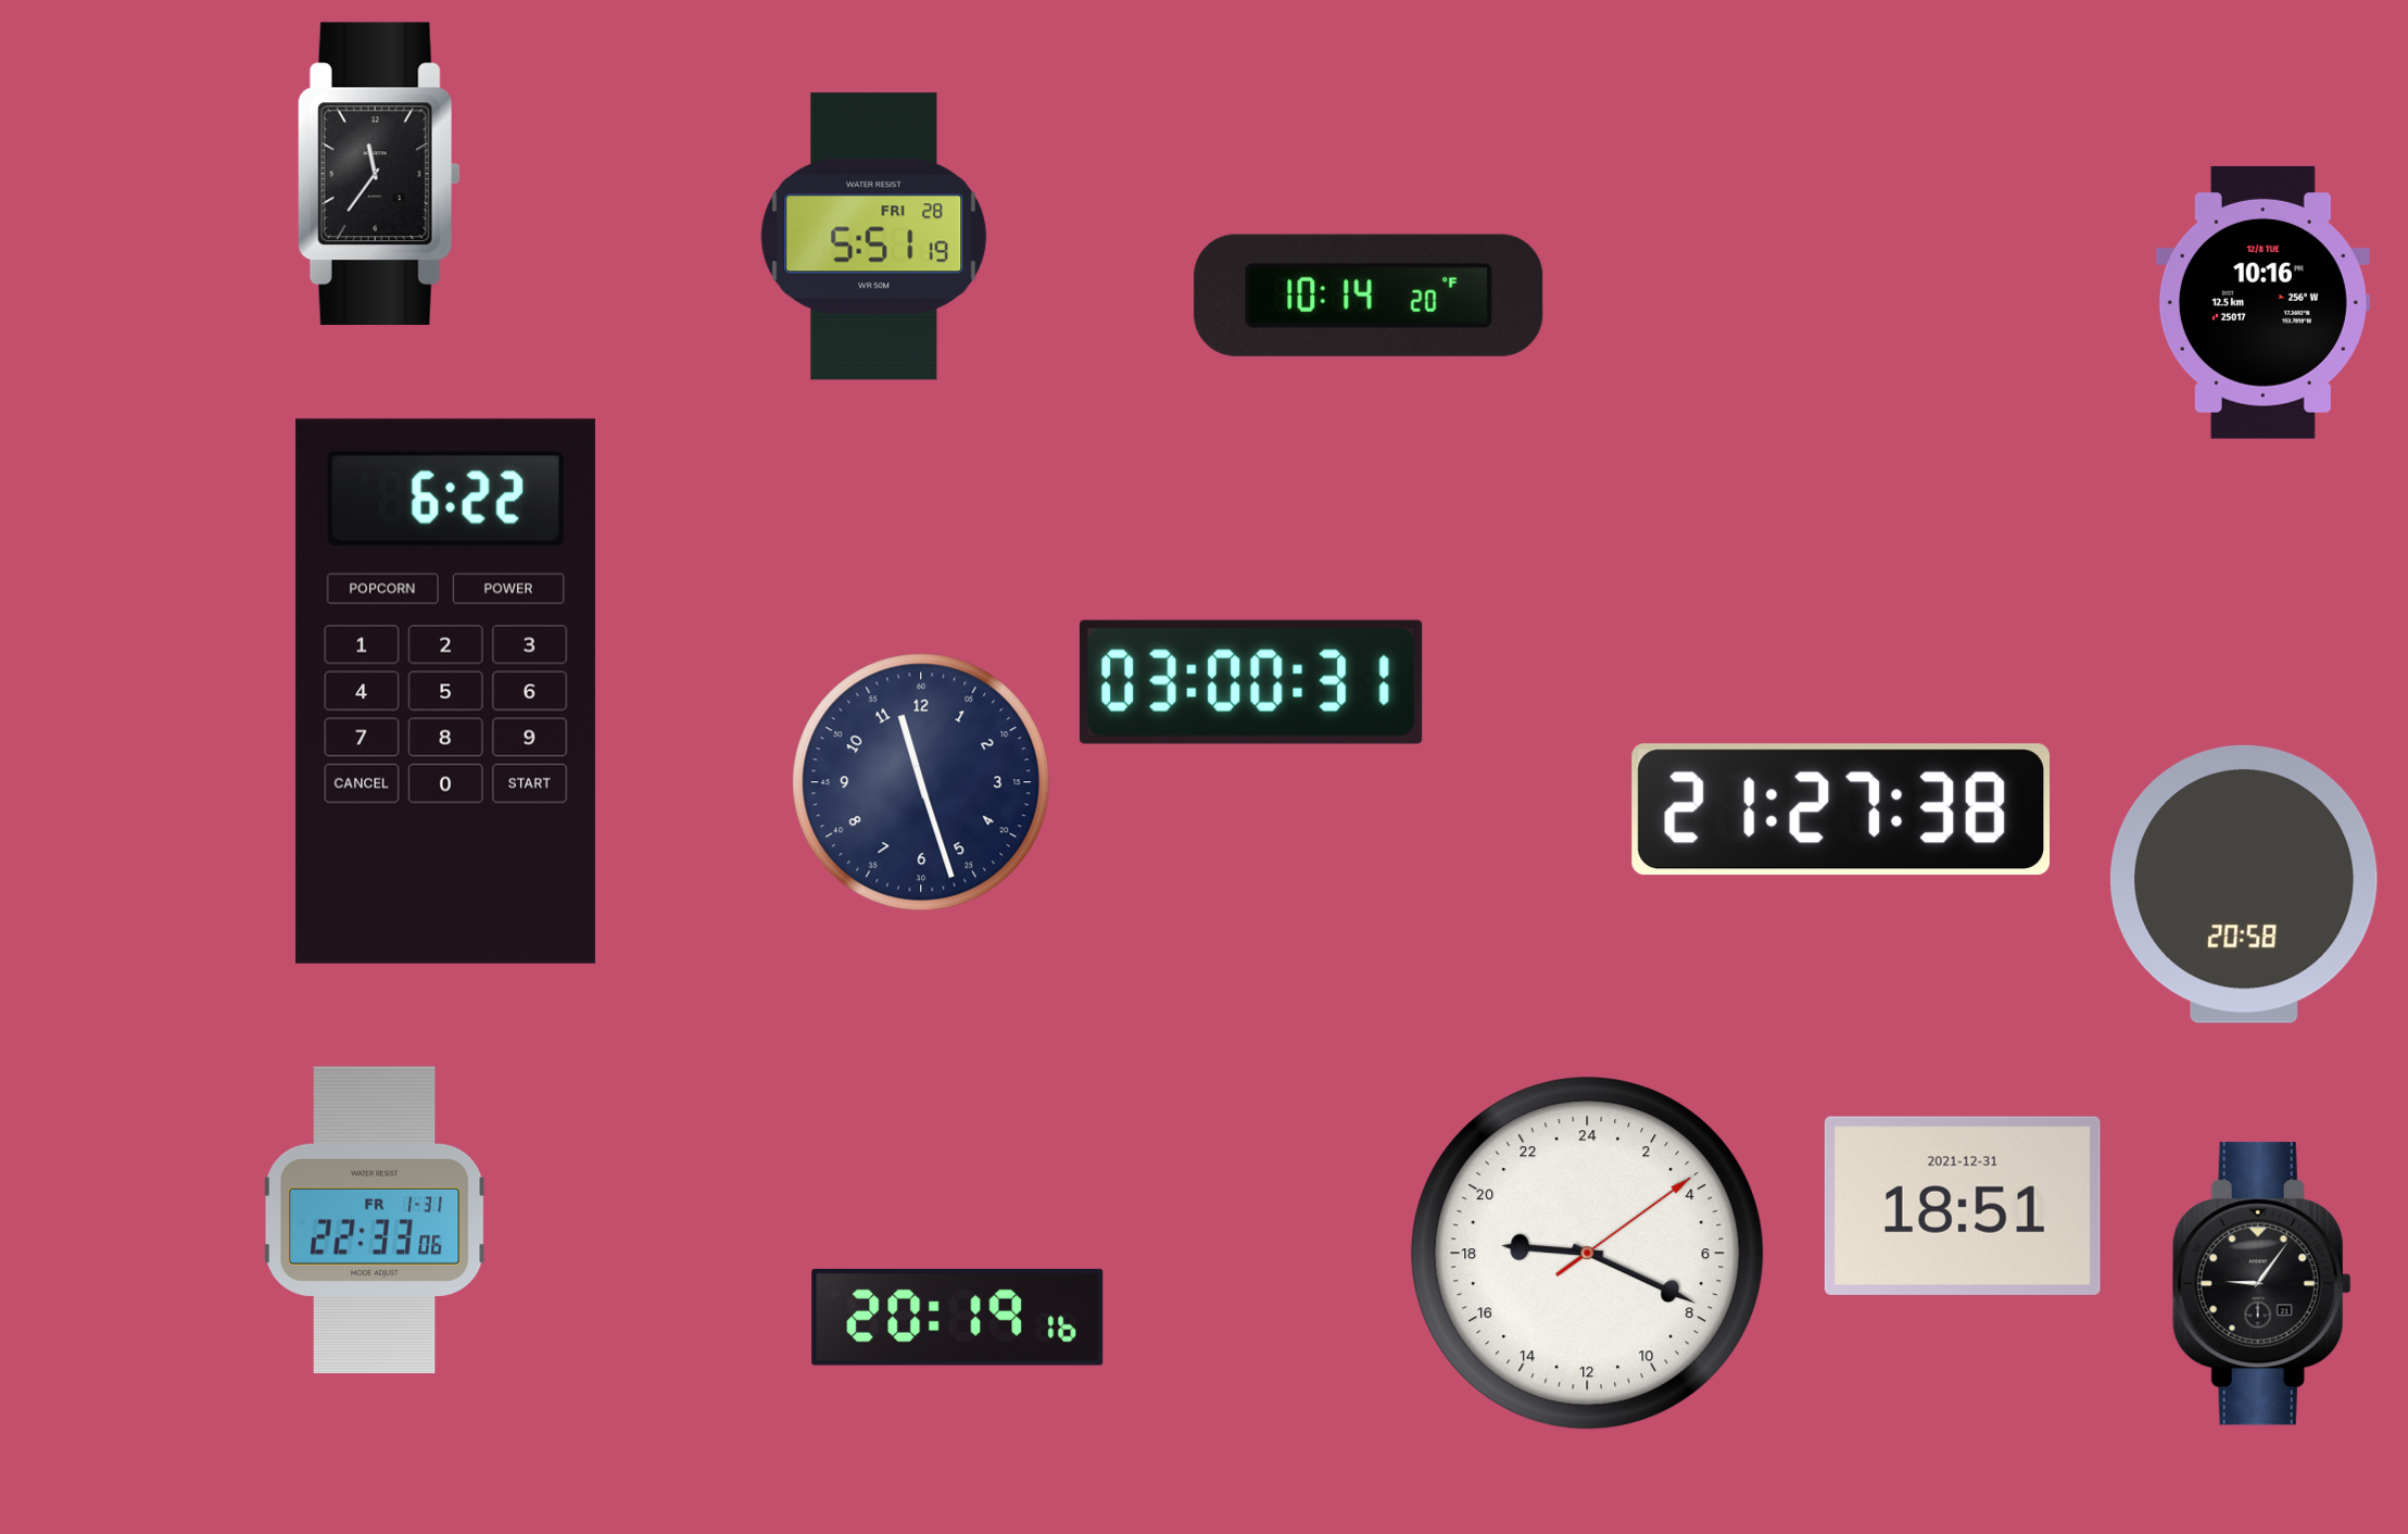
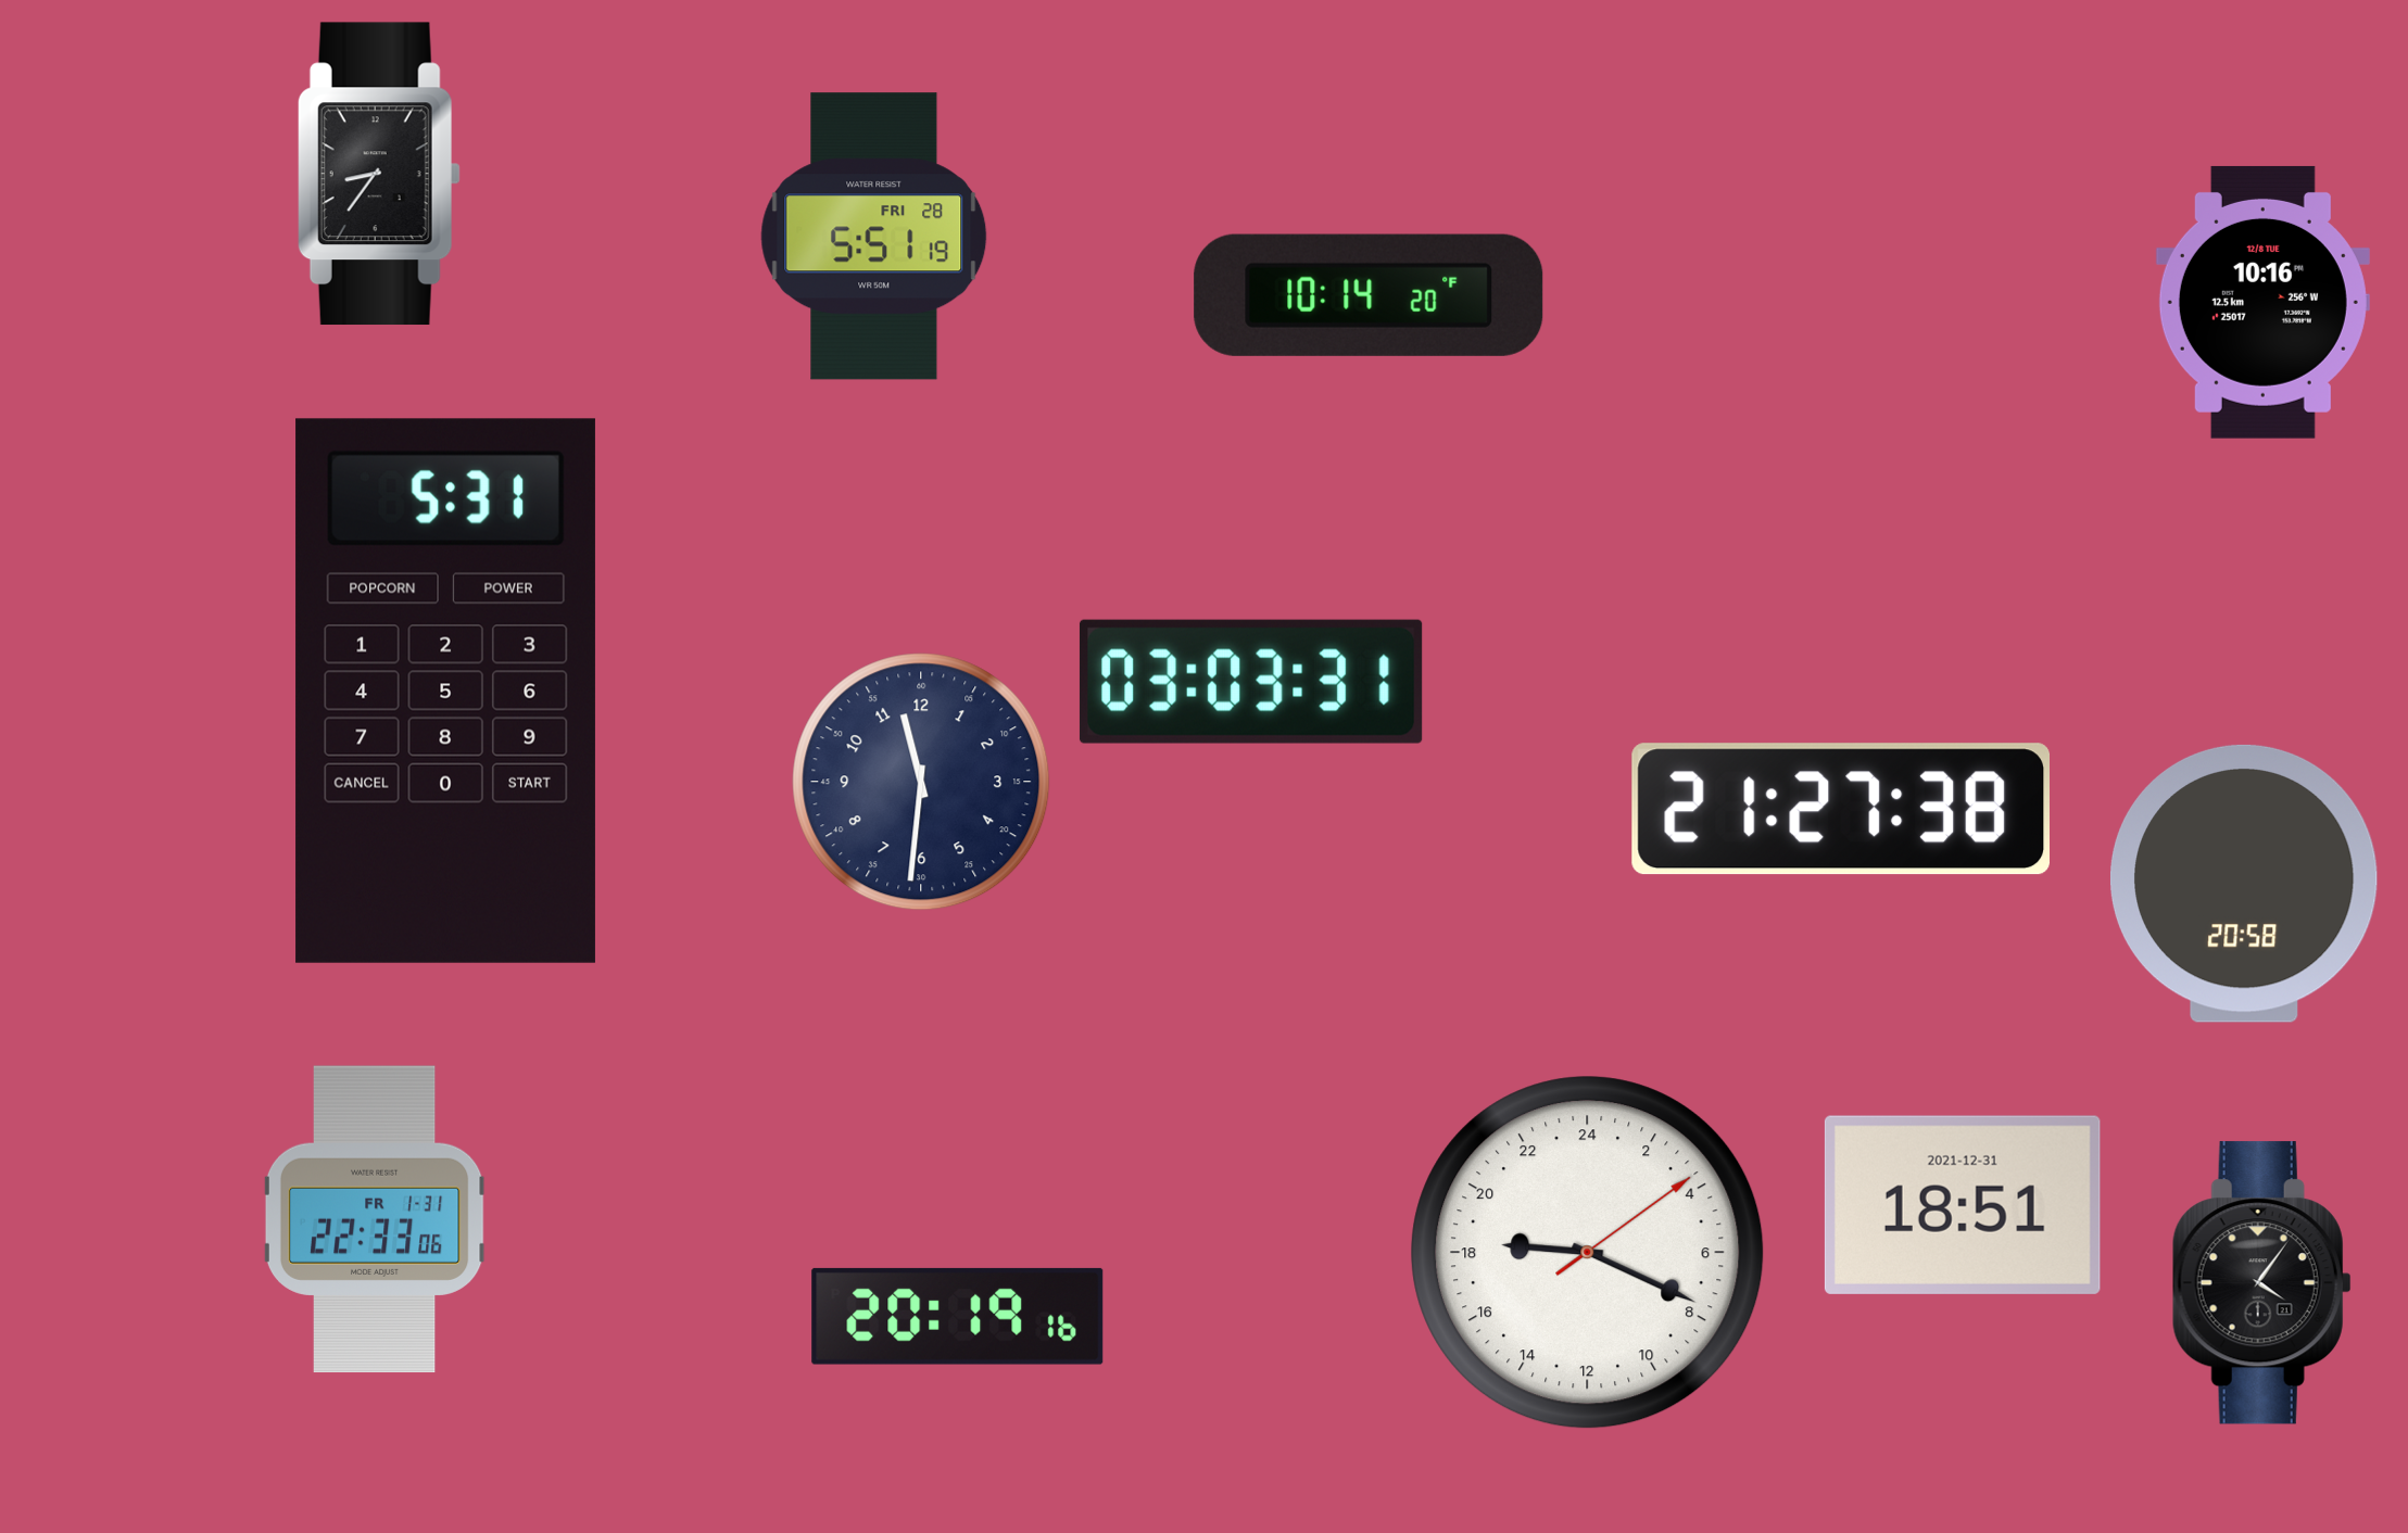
clock at (379, 174): 11:36 -> 8:36
clock at (1251, 682): 03:00 -> 03:03
clock at (445, 691): 6:22 -> 5:31
clock at (921, 782): 11:27 -> 11:31
clock at (2261, 1284): 9:06 -> 4:06
